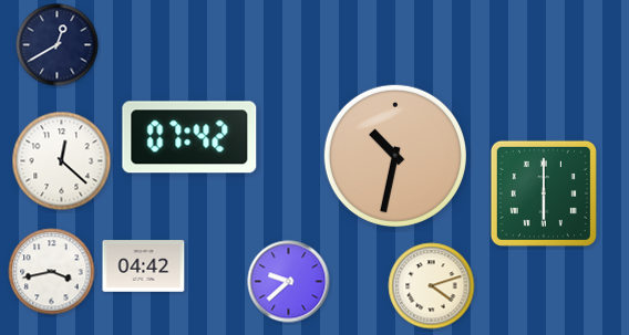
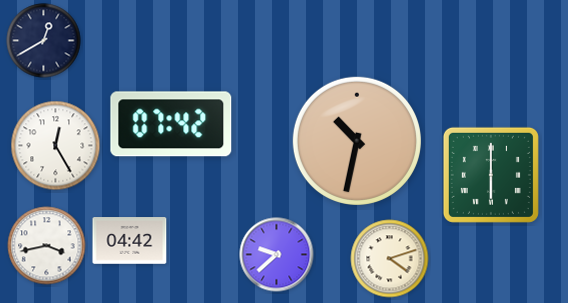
clock at (58, 45) position: (58, 45) -> (44, 41)
clock at (62, 161): 12:22 -> 12:25
clock at (289, 282) position: (289, 282) -> (277, 255)
